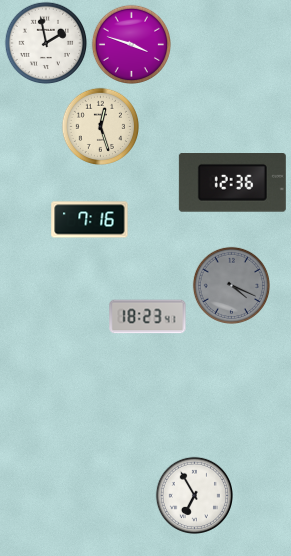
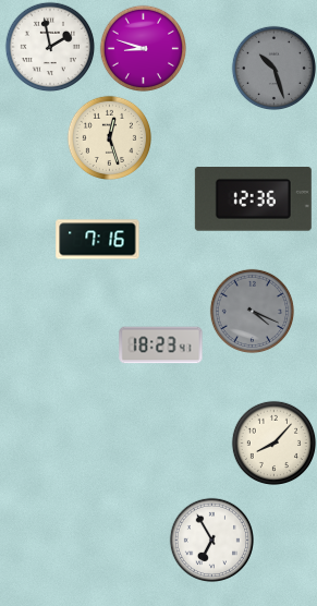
clock at (131, 44): 3:48 -> 8:48
clock at (273, 68): none -> 10:27
clock at (273, 443): none -> 8:07
